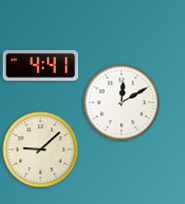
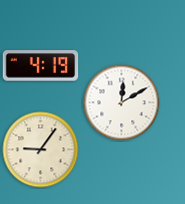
clock at (41, 66): 4:41 -> 4:19
clock at (41, 150): 9:08 -> 9:06
